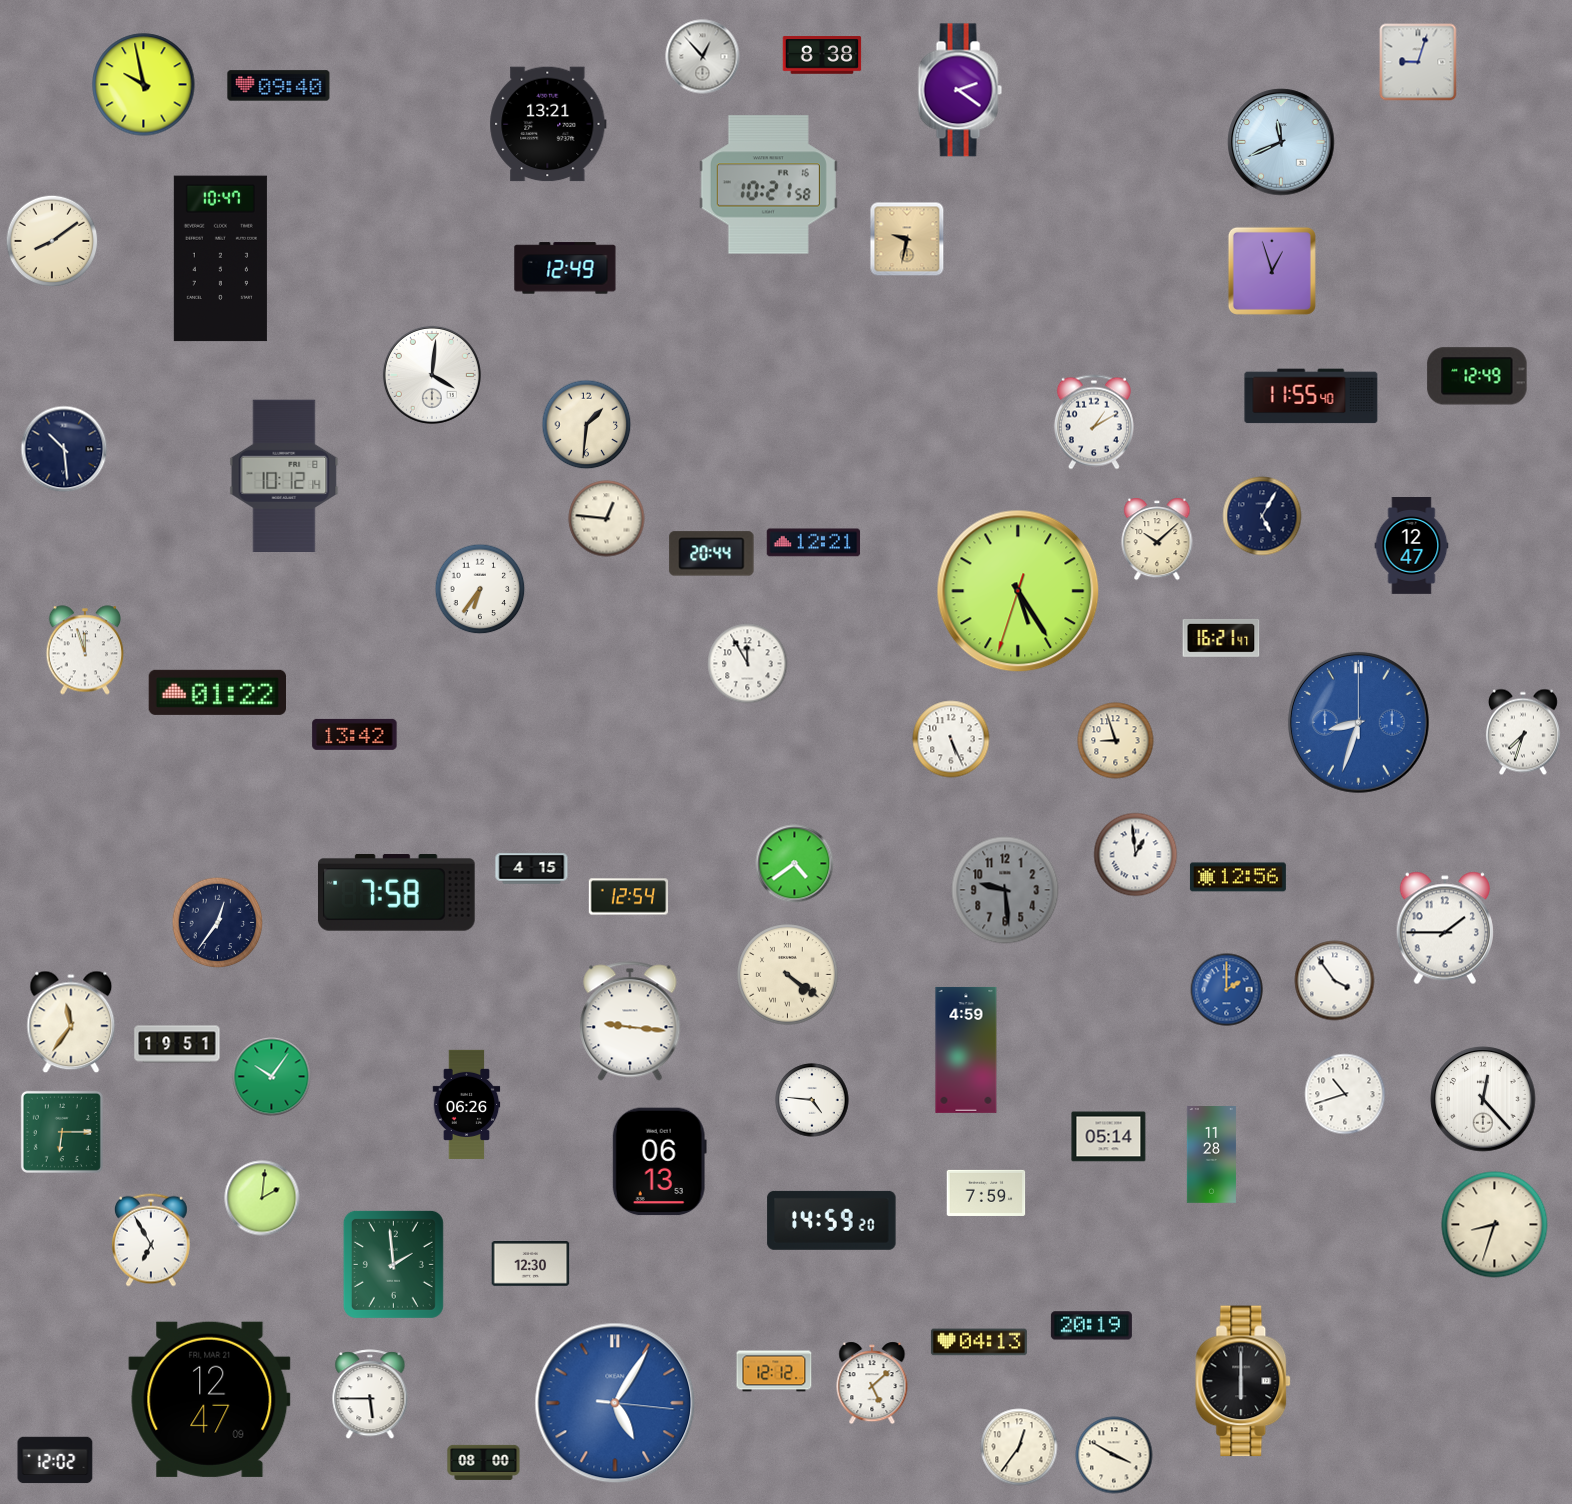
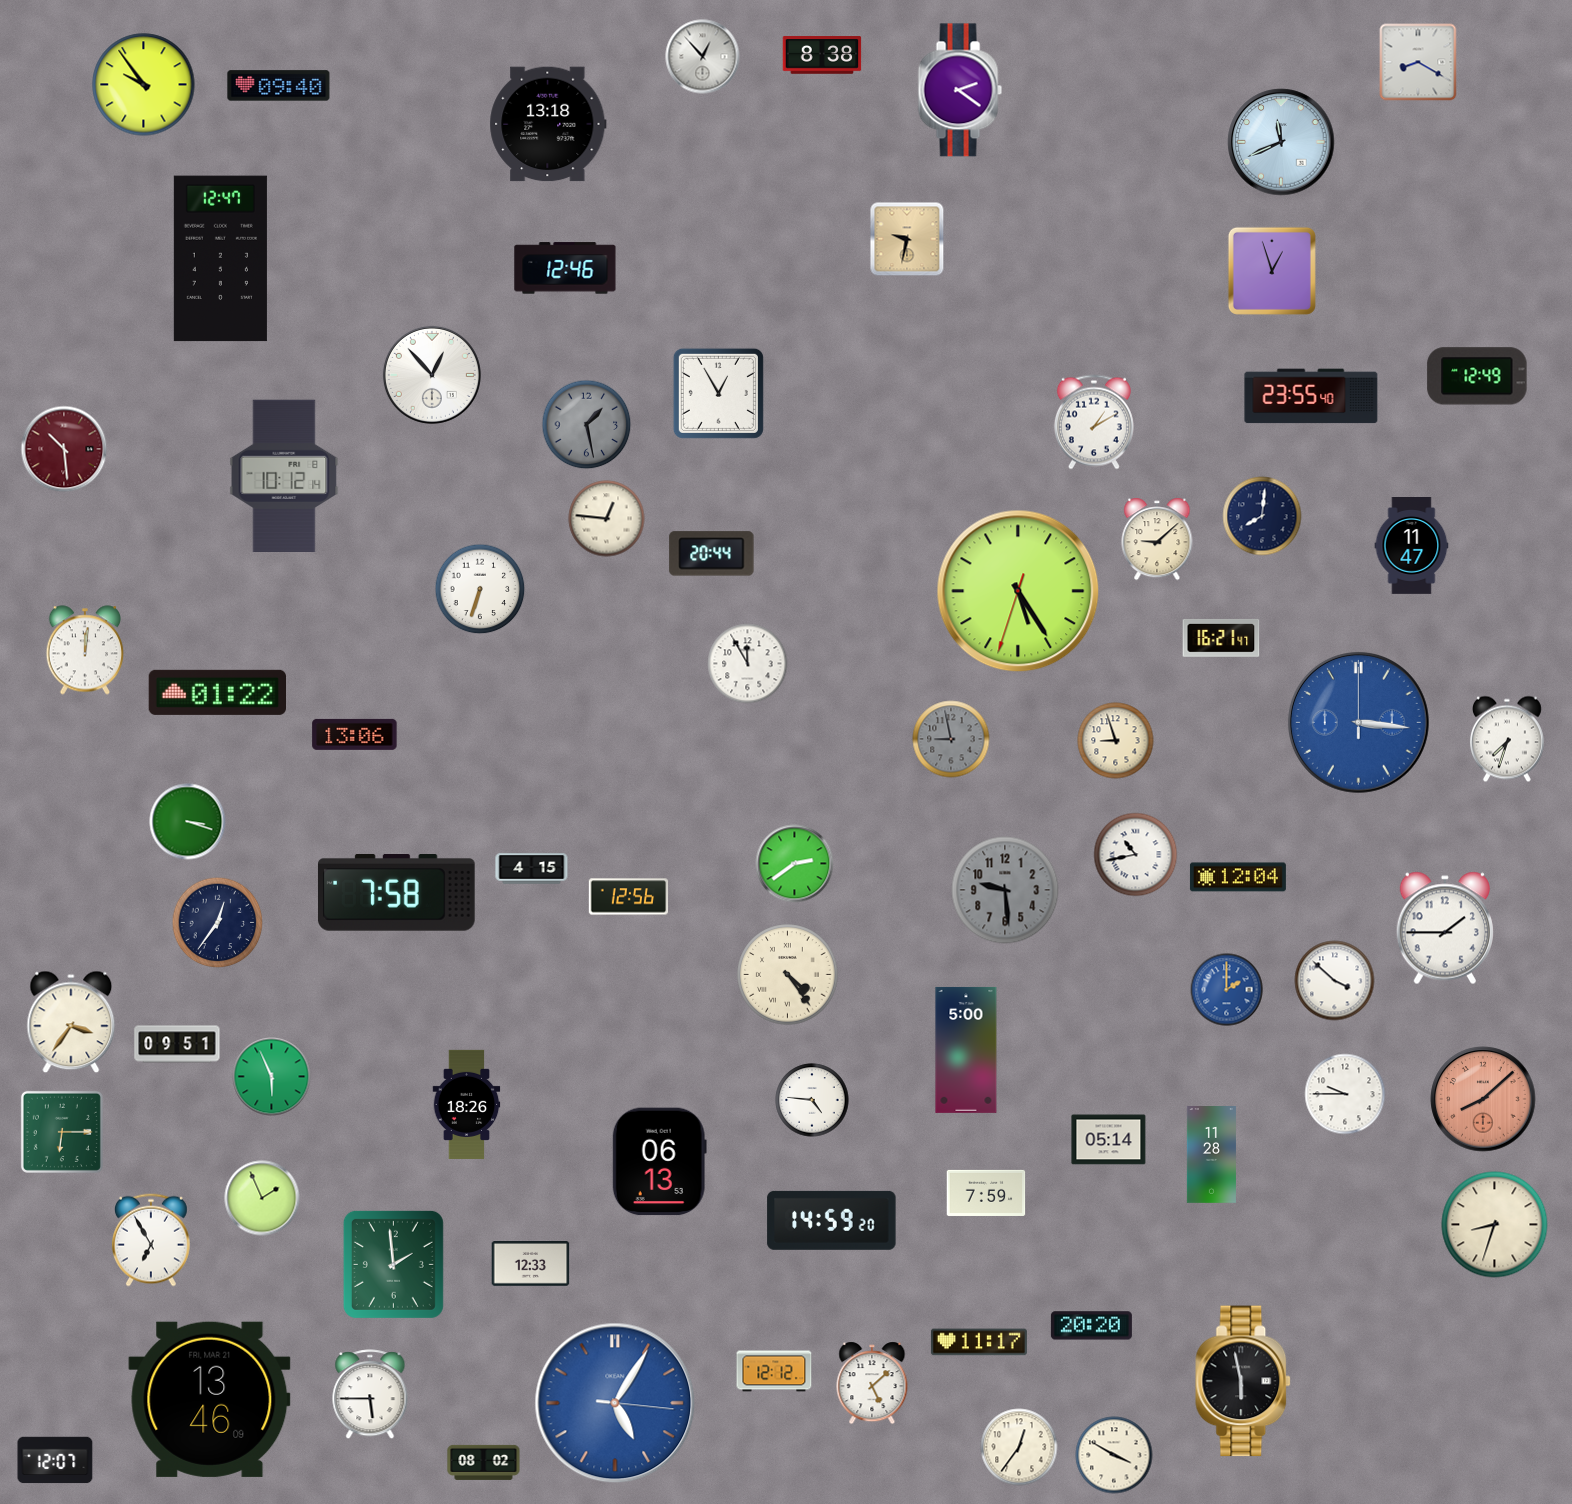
clock at (1418, 62): 9:03 -> 8:20
clock at (144, 85): 9:58 -> 9:54
clock at (548, 124): 13:21 -> 13:18
clock at (768, 185): 10:21 -> none
clock at (52, 241): 8:09 -> none
clock at (220, 259): 10:47 -> 12:47
clock at (565, 268): 12:49 -> 12:46
clock at (432, 375): 4:01 -> 12:53
clock at (718, 393): none -> 12:55
clock at (1311, 396): 11:55 -> 23:55
clock at (587, 425): 1:31 -> 1:28
clock at (587, 425) dial: cream -> grey
clock at (64, 449) dial: navy -> burgundy
clock at (1262, 516): 5:05 -> 8:01
clock at (1157, 539): 10:08 -> 9:08
clock at (814, 543): 12:21 -> none
clock at (1412, 546): 12:47 -> 11:47
clock at (480, 589): 6:36 -> 6:33
clock at (85, 650): 11:57 -> 12:01
clock at (1358, 722): 8:33 -> 3:16
clock at (1523, 732) position: (1523, 732) -> (1507, 739)
clock at (355, 734): 13:42 -> 13:06
clock at (951, 739): 5:26 -> 8:58
clock at (951, 739) dial: white -> grey
clock at (188, 822): none -> 3:18
clock at (1136, 855): 12:59 -> 10:43
clock at (795, 864): 4:39 -> 2:39
clock at (1238, 877): 12:56 -> 12:04
clock at (629, 897): 12:54 -> 12:56
clock at (788, 975): 4:21 -> 4:24
clock at (1335, 981): 3:54 -> 3:52
clock at (630, 1021): 9:16 -> none
clock at (71, 1022): 11:36 -> 3:36
clock at (177, 1044): 19:51 -> 09:51
clock at (966, 1050): 4:59 -> 5:00
clock at (272, 1077): 10:06 -> 5:56
clock at (1345, 1094): 10:42 -> 9:45
clock at (1483, 1099): 12:23 -> 8:08
clock at (1483, 1099) dial: white -> salmon
clock at (467, 1104): 06:26 -> 18:26
clock at (1109, 1137) position: (1109, 1137) -> (1109, 1140)
clock at (262, 1198): 2:01 -> 1:56
clock at (531, 1264): 12:30 -> 12:33
clock at (1091, 1326): 20:19 -> 20:20
clock at (979, 1342): 04:13 -> 11:17
clock at (1244, 1381): 6:00 -> 5:58
clock at (210, 1399): 12:47 -> 13:46
clock at (55, 1460): 12:02 -> 12:07
clock at (484, 1462): 08:00 -> 08:02
